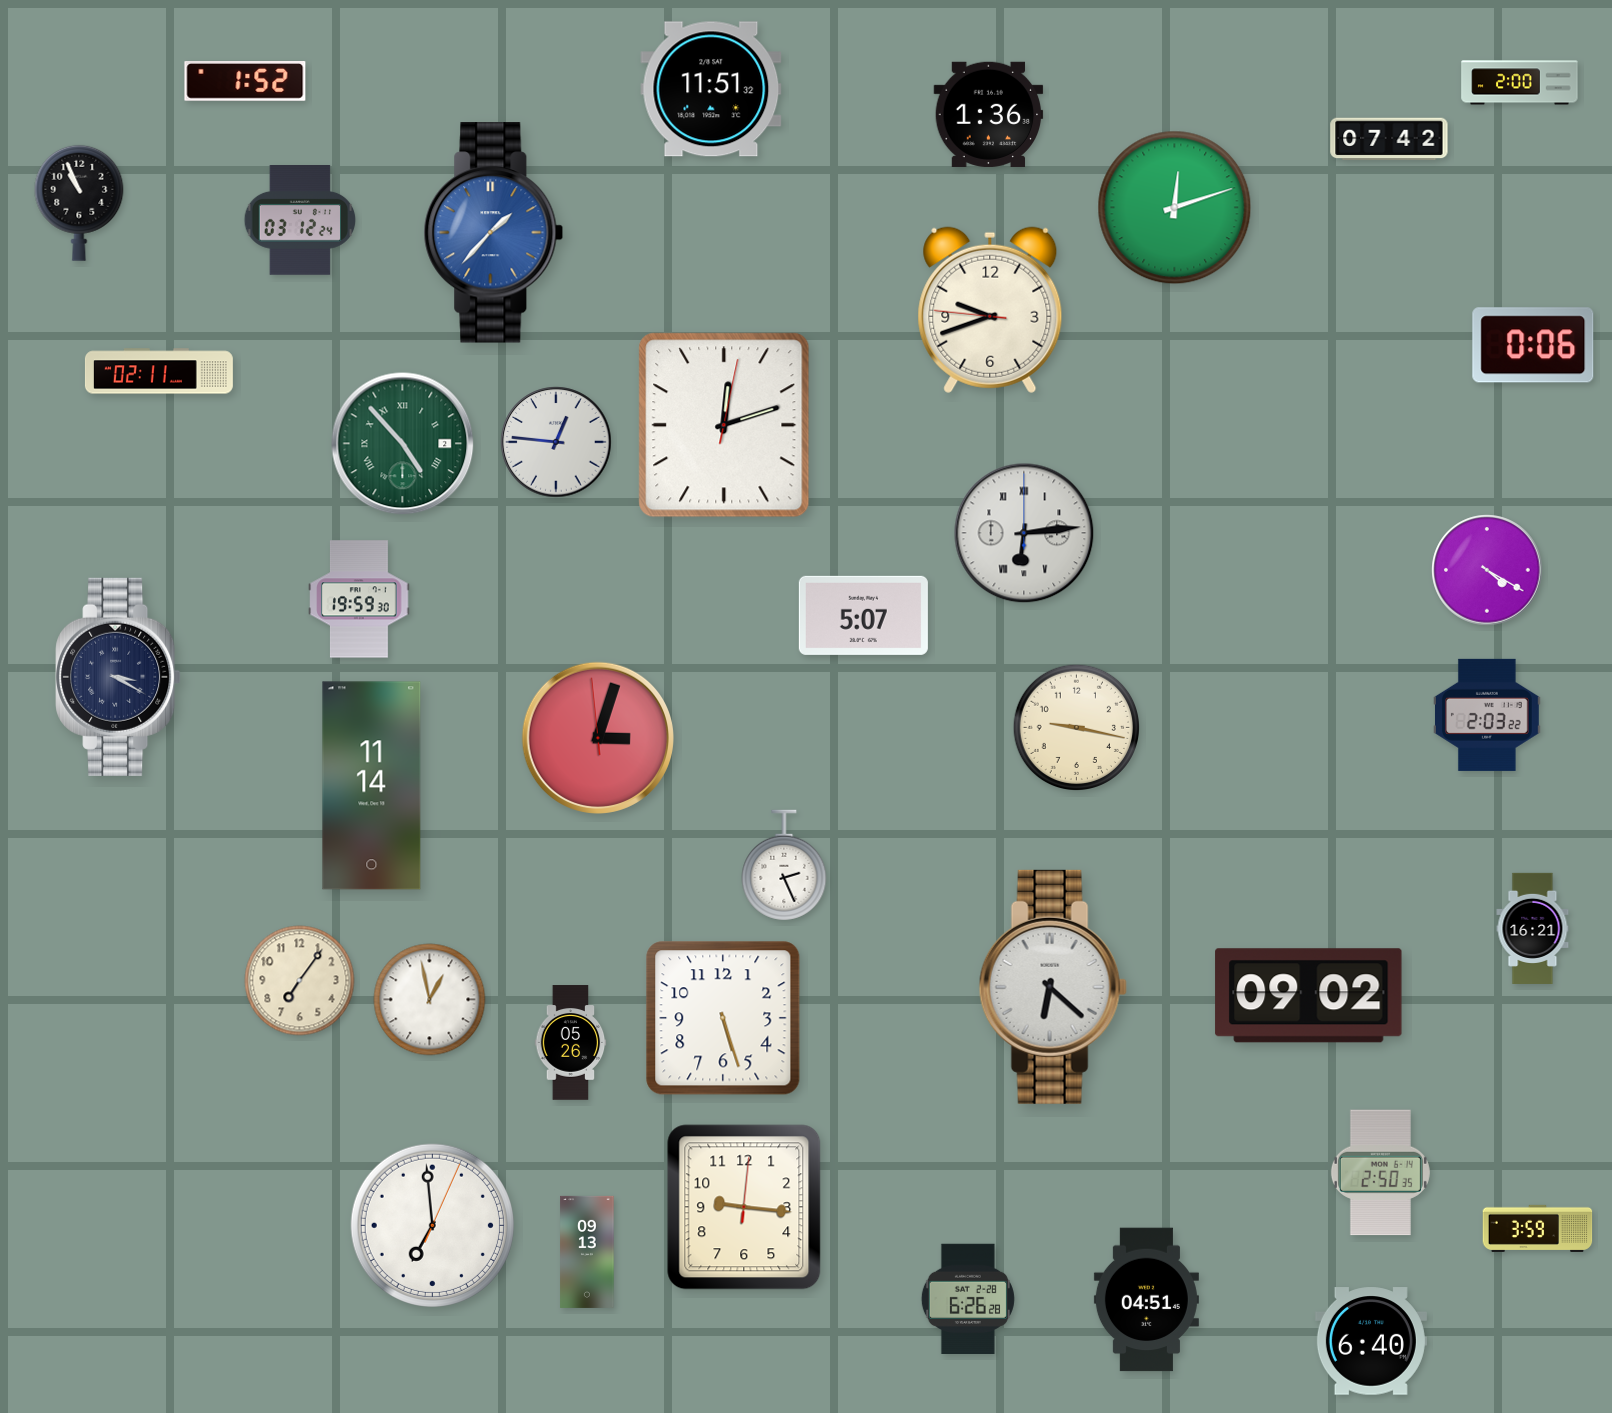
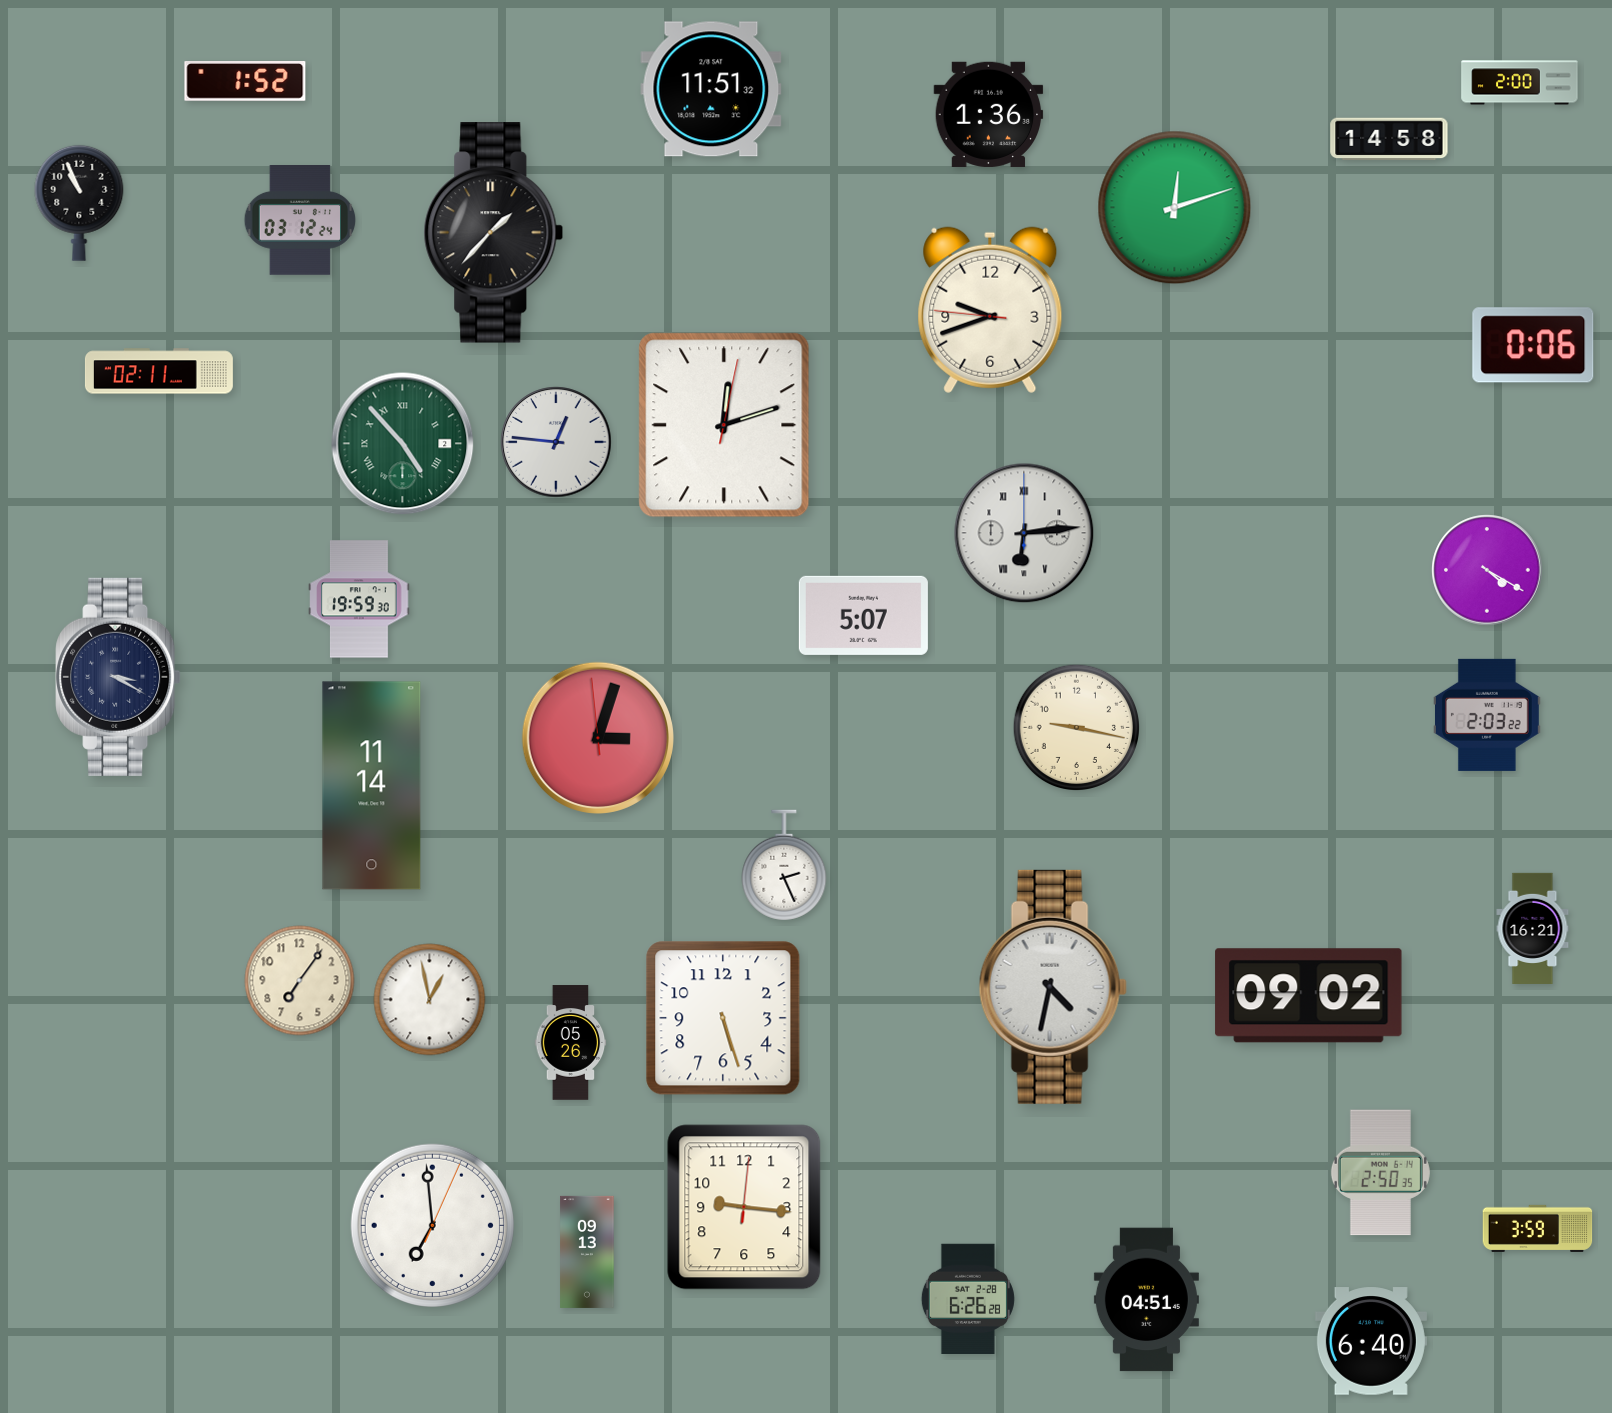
clock at (1389, 139): 07:42 -> 14:58
clock at (494, 233) dial: blue -> black
clock at (1053, 987): 6:22 -> 4:32
